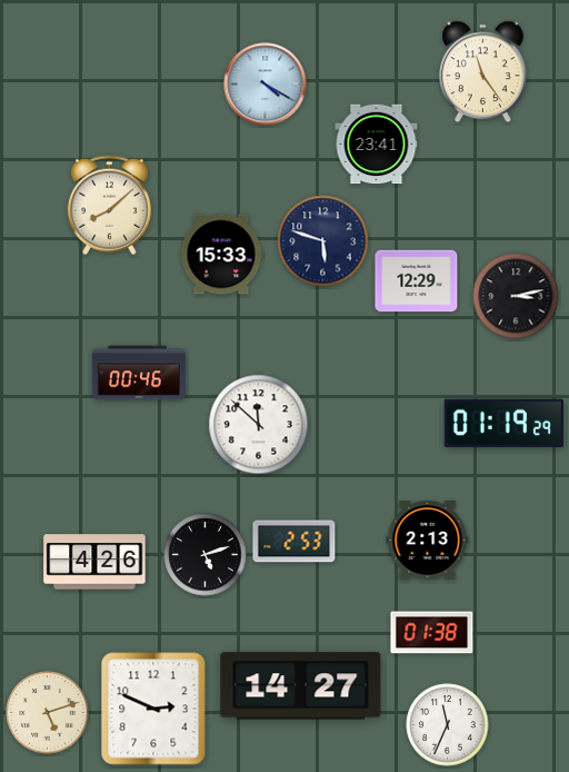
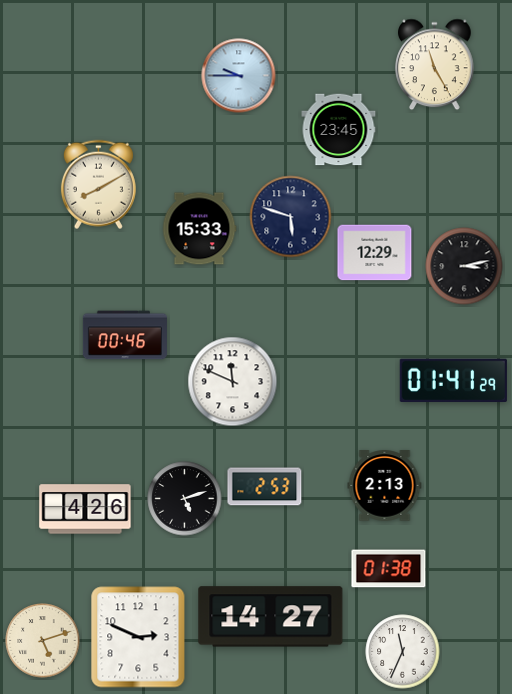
clock at (483, 72): 11:24 -> 11:25
clock at (266, 85): 4:20 -> 9:45
clock at (377, 145): 23:41 -> 23:45
clock at (109, 206): 8:08 -> 8:10
clock at (503, 423): 01:19 -> 01:41
clock at (259, 425): 11:52 -> 11:49
clock at (94, 562) position: (94, 562) -> (85, 509)
